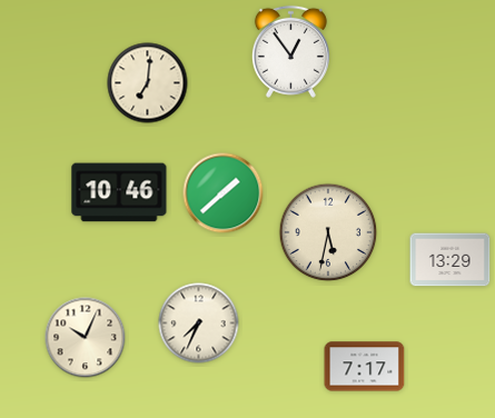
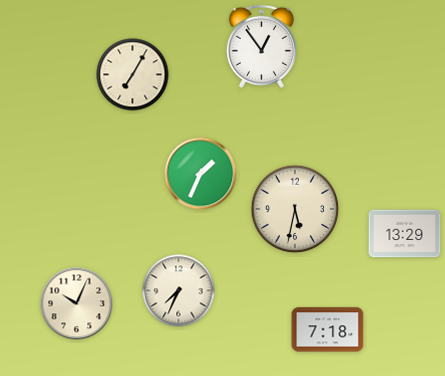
clock at (148, 83): 7:01 -> 7:05
clock at (119, 192): 10:46 -> none
clock at (224, 193): 1:38 -> 1:34
clock at (365, 367): 7:17 -> 7:18
